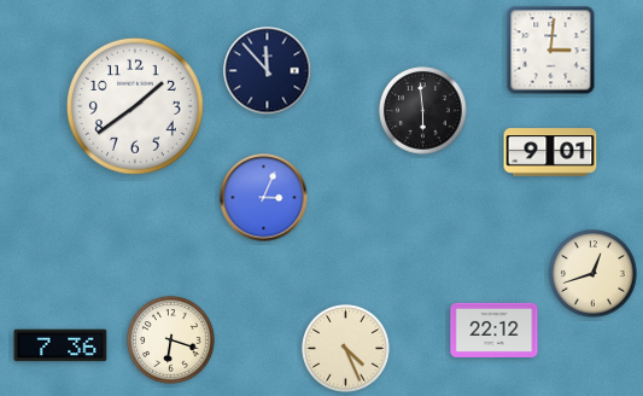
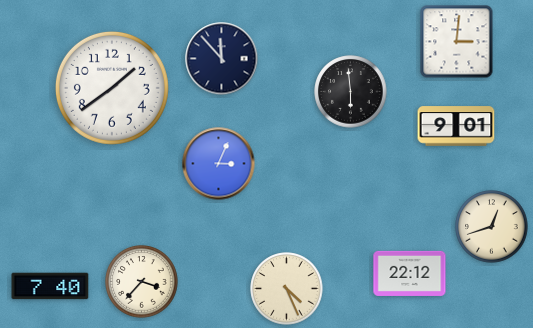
clock at (171, 340): 6:18 -> 3:37
clock at (60, 345): 7:36 -> 7:40
